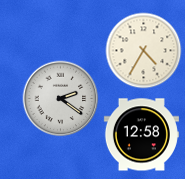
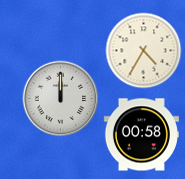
clock at (61, 99): 2:21 -> 12:00
clock at (141, 135): 12:58 -> 00:58
